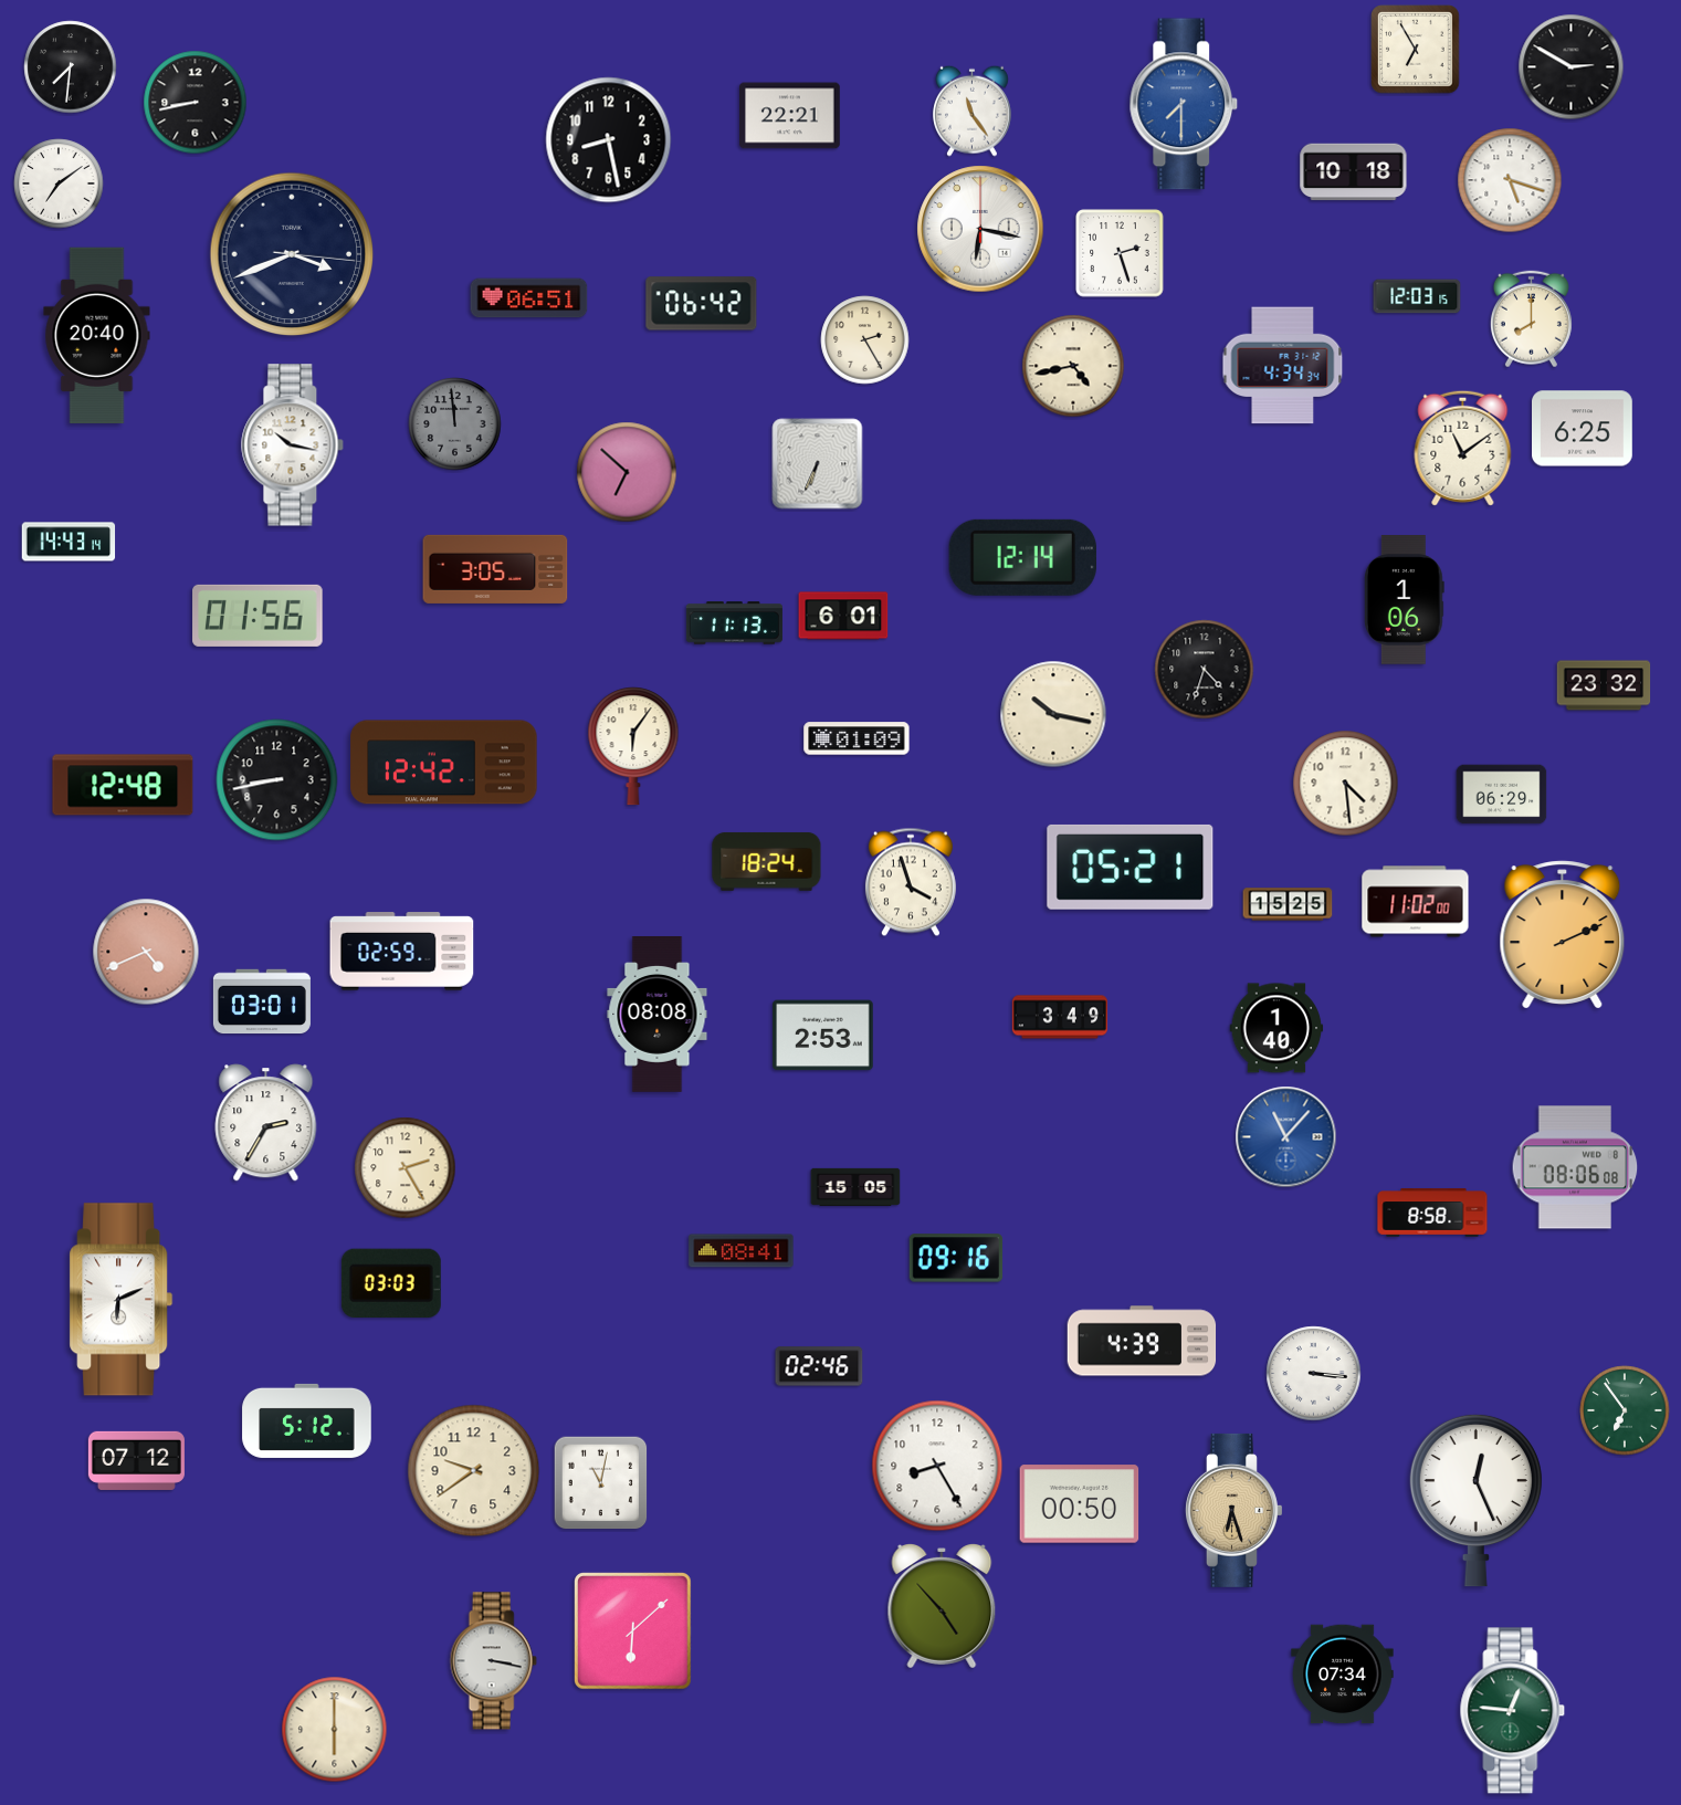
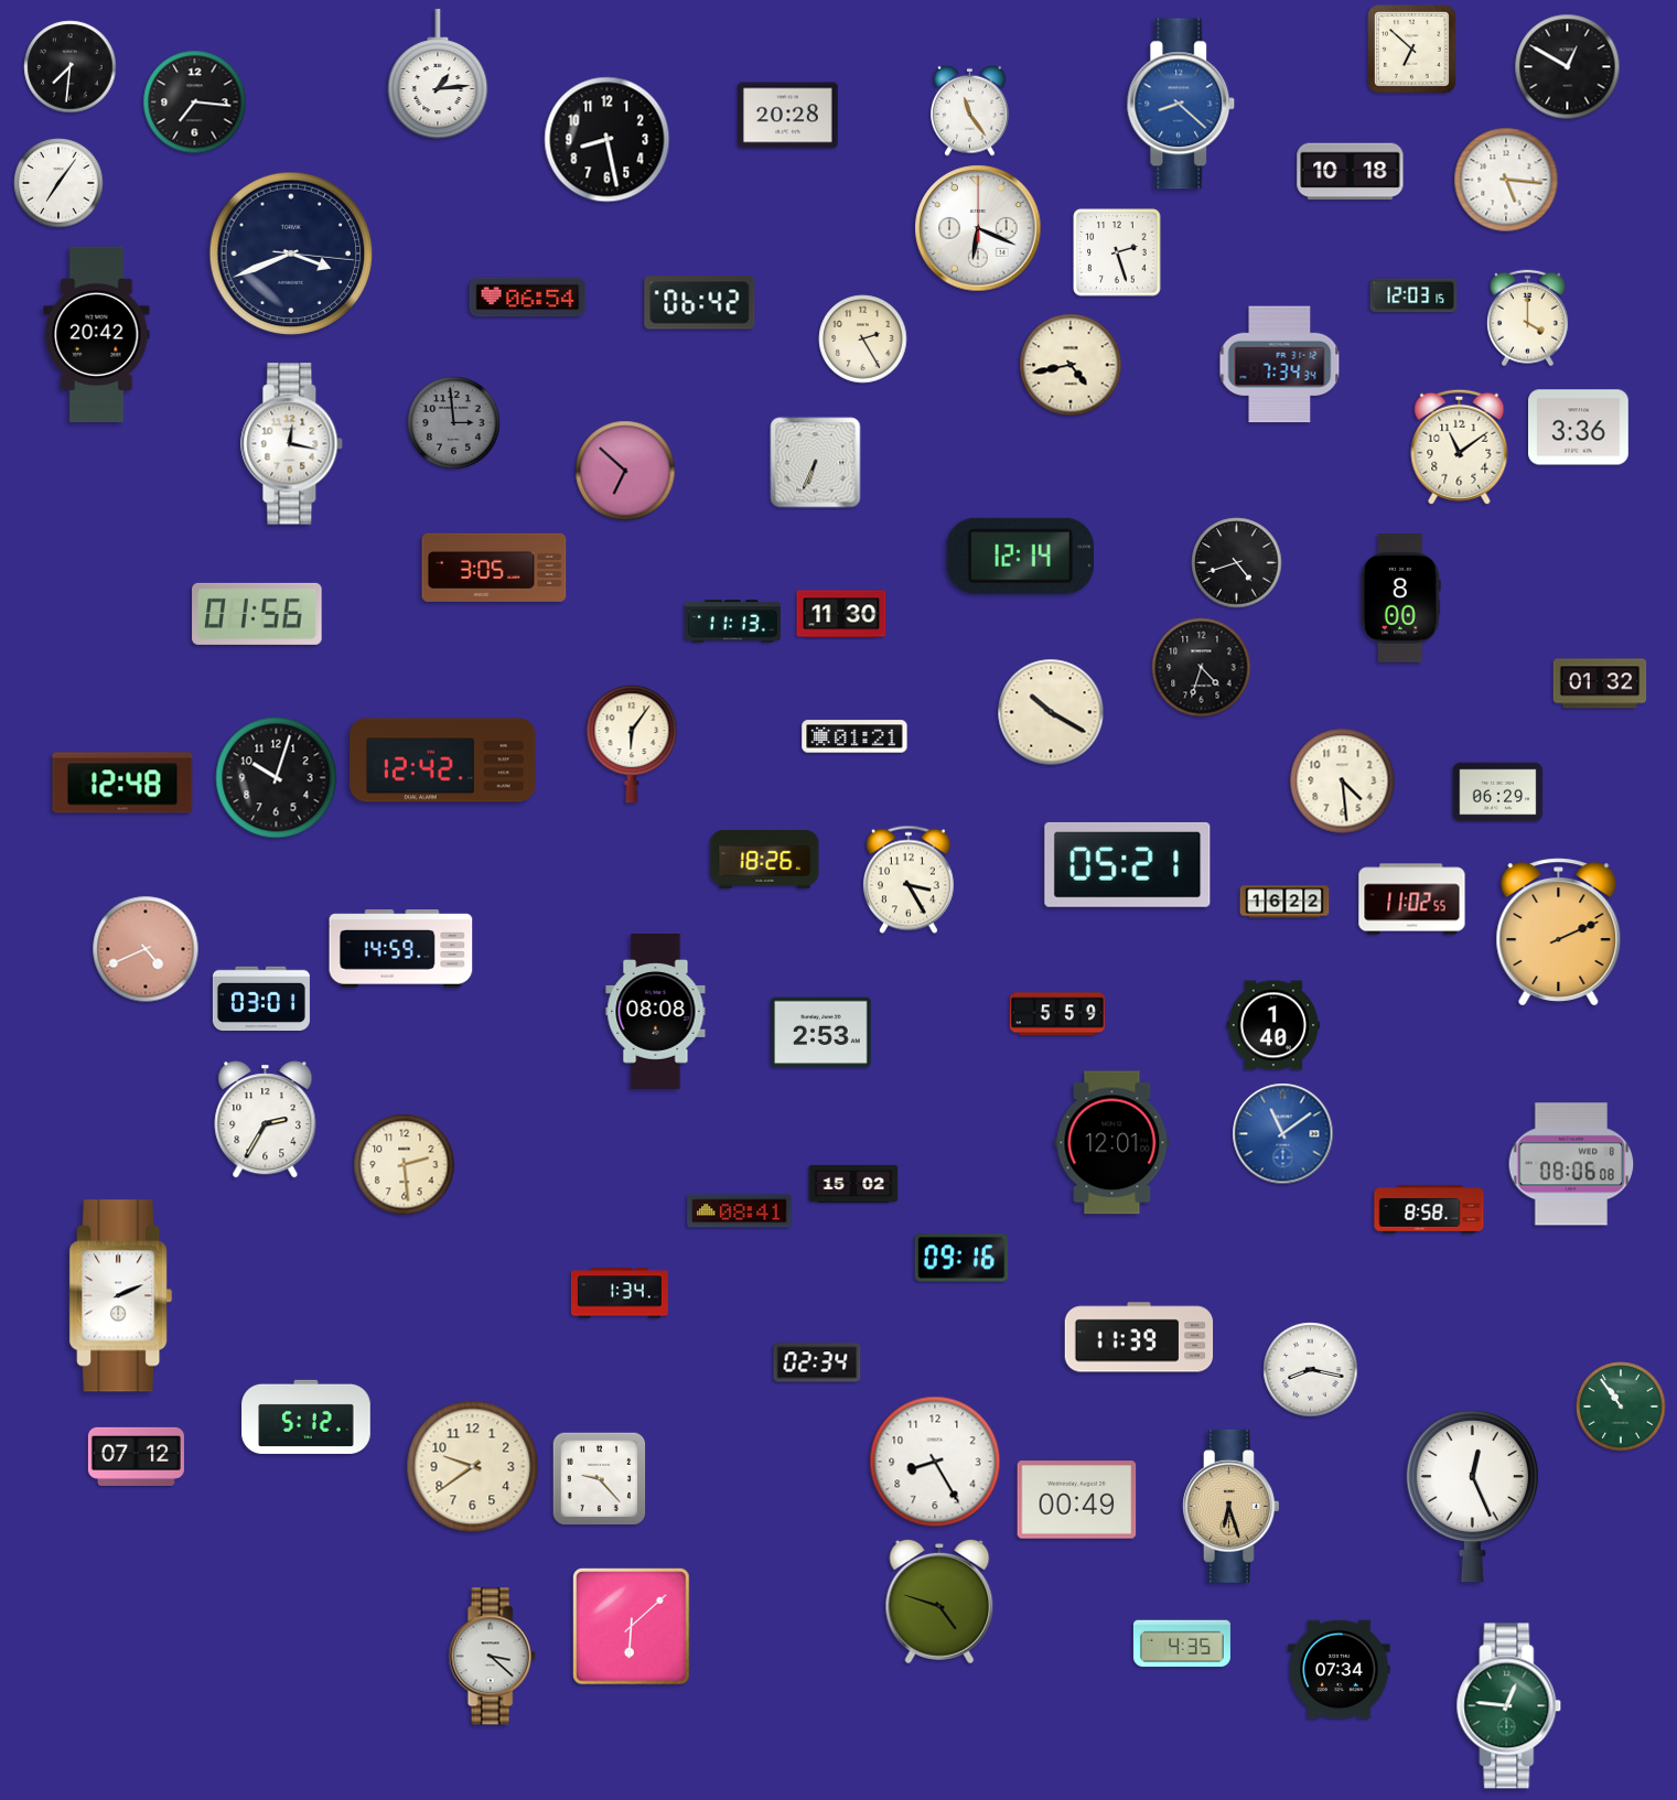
clock at (1416, 50): 6:55 -> 6:52
clock at (1572, 67): 2:50 -> 12:50
clock at (438, 74): none -> 1:14
clock at (196, 103): 8:43 -> 7:16
clock at (1184, 104): 7:30 -> 8:22
clock at (790, 116): 22:21 -> 20:28
clock at (1510, 180): 5:18 -> 5:16
clock at (59, 183): 7:09 -> 7:06
clock at (980, 229): 6:17 -> 6:19
clock at (529, 298): 06:51 -> 06:54
clock at (1531, 319): 8:00 -> 4:00
clock at (97, 336): 20:40 -> 20:42
clock at (1283, 366): 4:34 -> 7:34
clock at (455, 424): 11:59 -> 2:59
clock at (1583, 429): 6:25 -> 3:36
clock at (293, 445): 10:17 -> 12:17
clock at (69, 542): 14:43 -> none
clock at (1237, 563): none -> 4:42
clock at (1404, 600): 1:06 -> 8:00
clock at (843, 616): 6:01 -> 11:30
clock at (1604, 685): 23:32 -> 01:32
clock at (1053, 714): 10:17 -> 10:20
clock at (857, 738): 01:09 -> 01:21
clock at (277, 780): 8:43 -> 10:03
clock at (767, 862): 18:24 -> 18:26
clock at (911, 882): 3:57 -> 3:25
clock at (1416, 902): 11:02:00 -> 11:02:55
clock at (1288, 904): 15:25 -> 16:22
clock at (402, 952): 02:59 -> 14:59
clock at (1060, 1017): 3:49 -> 5:59
clock at (1286, 1137): 11:07 -> 11:09
clock at (1112, 1143): none -> 12:01
clock at (406, 1168): 2:25 -> 2:29
clock at (855, 1187): 15:05 -> 15:02
clock at (742, 1251) position: (742, 1251) -> (740, 1211)
clock at (956, 1258) position: (956, 1258) -> (961, 1258)
clock at (391, 1282): 03:03 -> none
clock at (620, 1293): none -> 1:34
clock at (122, 1300): 6:11 -> 2:11
clock at (1142, 1341): 4:39 -> 11:39
clock at (819, 1366): 02:46 -> 02:34
clock at (1314, 1374): 3:16 -> 8:17
clock at (1625, 1410): 6:54 -> 10:54
clock at (601, 1483): 11:02 -> 9:23
clock at (1080, 1504): 00:50 -> 00:49
clock at (942, 1607): 4:53 -> 4:48
clock at (1182, 1643): none -> 4:35
clock at (493, 1661): 3:17 -> 3:22
clock at (335, 1730): 6:00 -> none
